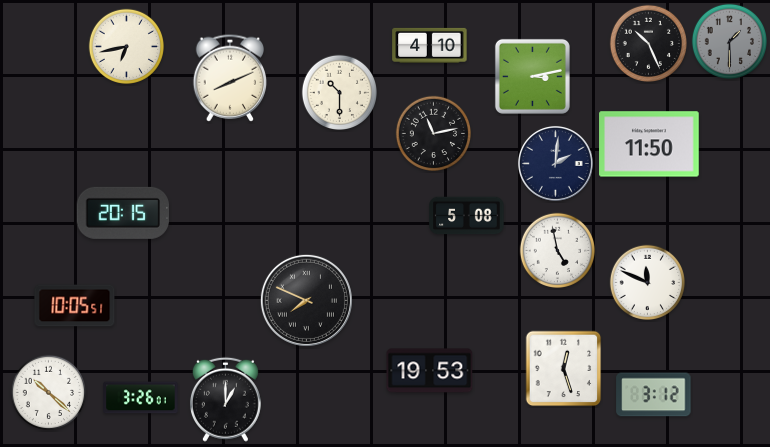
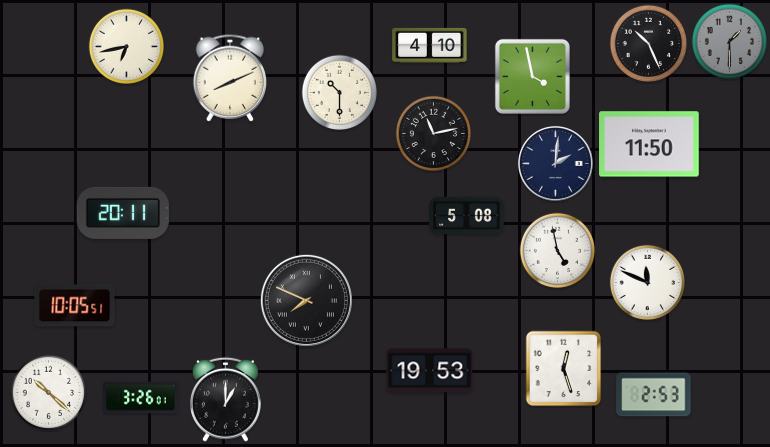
clock at (532, 76): 3:13 -> 3:58
clock at (122, 213): 20:15 -> 20:11
clock at (654, 395): 3:12 -> 2:53
